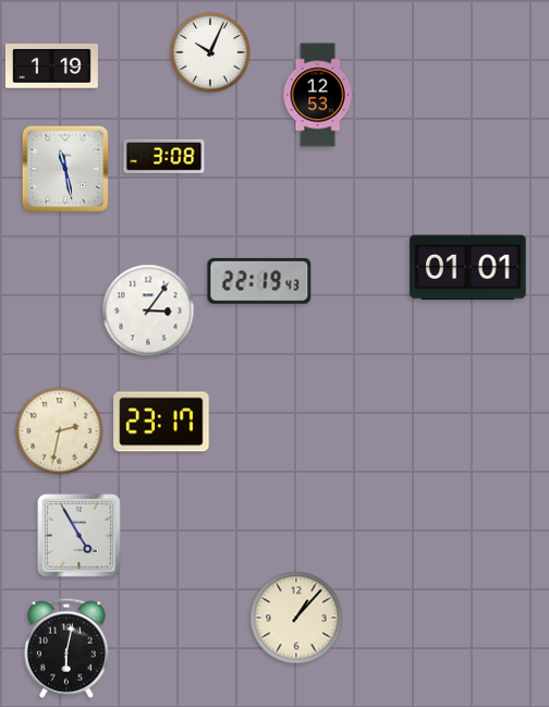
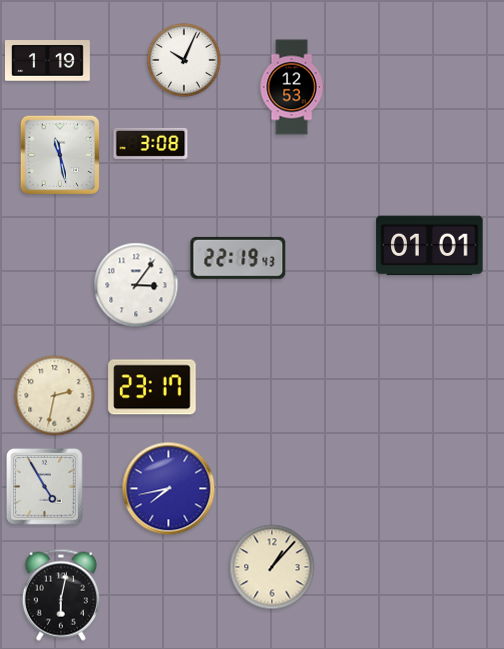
clock at (210, 52) position: (210, 52) -> (184, 60)
clock at (161, 422) position: (161, 422) -> (152, 387)
clock at (169, 489): none -> 7:43
clock at (80, 536) position: (80, 536) -> (45, 487)
